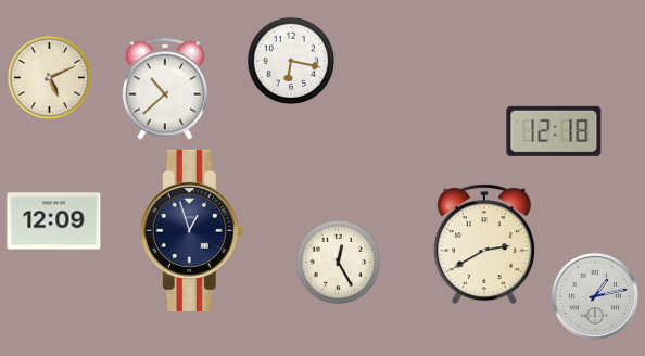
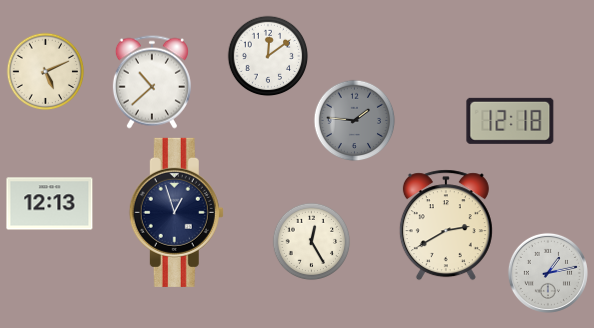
clock at (291, 61): 6:17 -> 12:09
clock at (354, 120): none -> 1:46
clock at (54, 221): 12:09 -> 12:13
